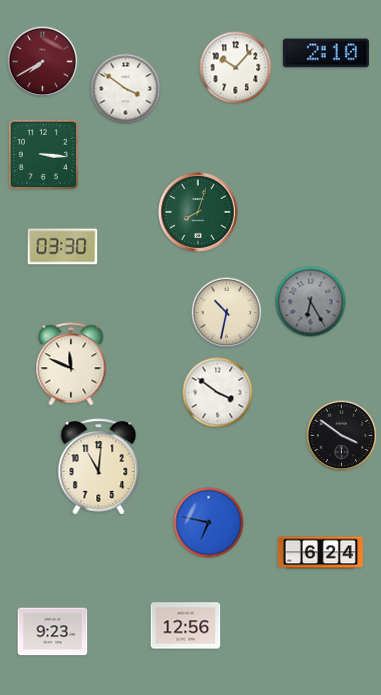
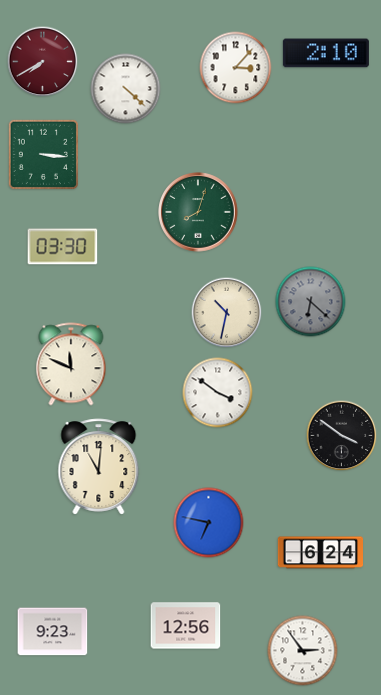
clock at (236, 68): 10:07 -> 3:07
clock at (126, 89): 3:51 -> 4:22
clock at (311, 302): 6:25 -> 6:22
clock at (303, 651): none -> 2:54
